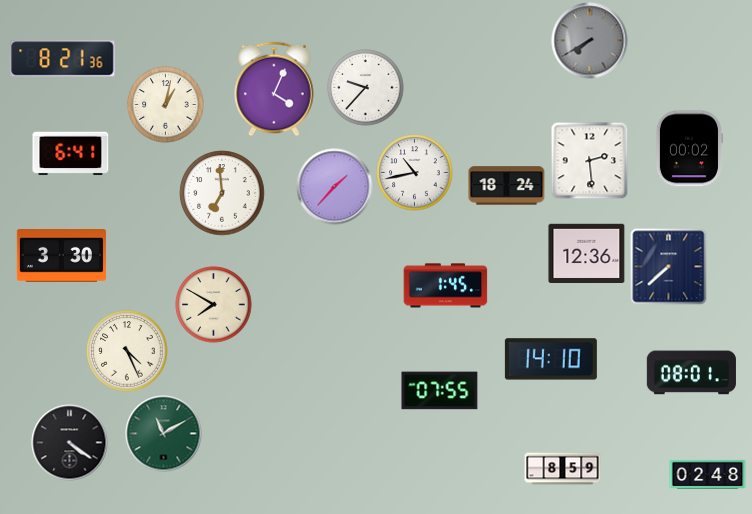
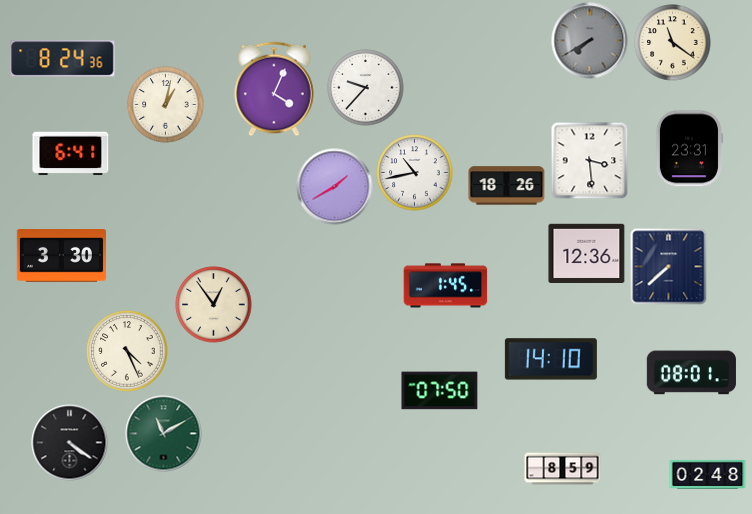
clock at (673, 43): none -> 11:21
clock at (63, 59): 8:21 -> 8:24
clock at (689, 149): 00:02 -> 23:31
clock at (589, 160): 2:29 -> 3:29
clock at (507, 186): 18:24 -> 18:26
clock at (335, 187): 1:37 -> 1:40
clock at (222, 193): 6:59 -> none
clock at (214, 305): 7:50 -> 12:54
clock at (440, 391): 07:55 -> 07:50
